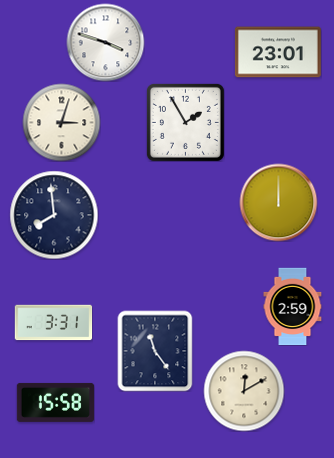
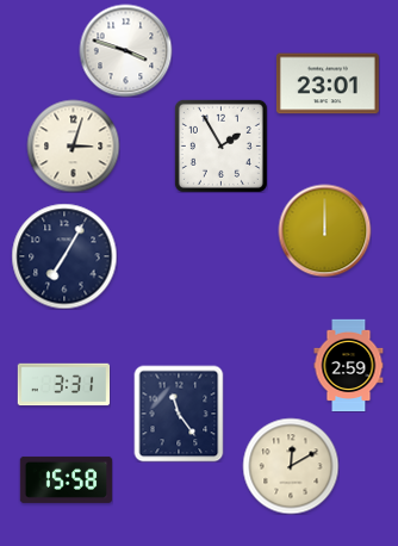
clock at (278, 52) position: (278, 52) -> (328, 83)
clock at (278, 202) position: (278, 202) -> (324, 230)
clock at (54, 215): 7:59 -> 7:05
clock at (155, 351) position: (155, 351) -> (179, 414)
